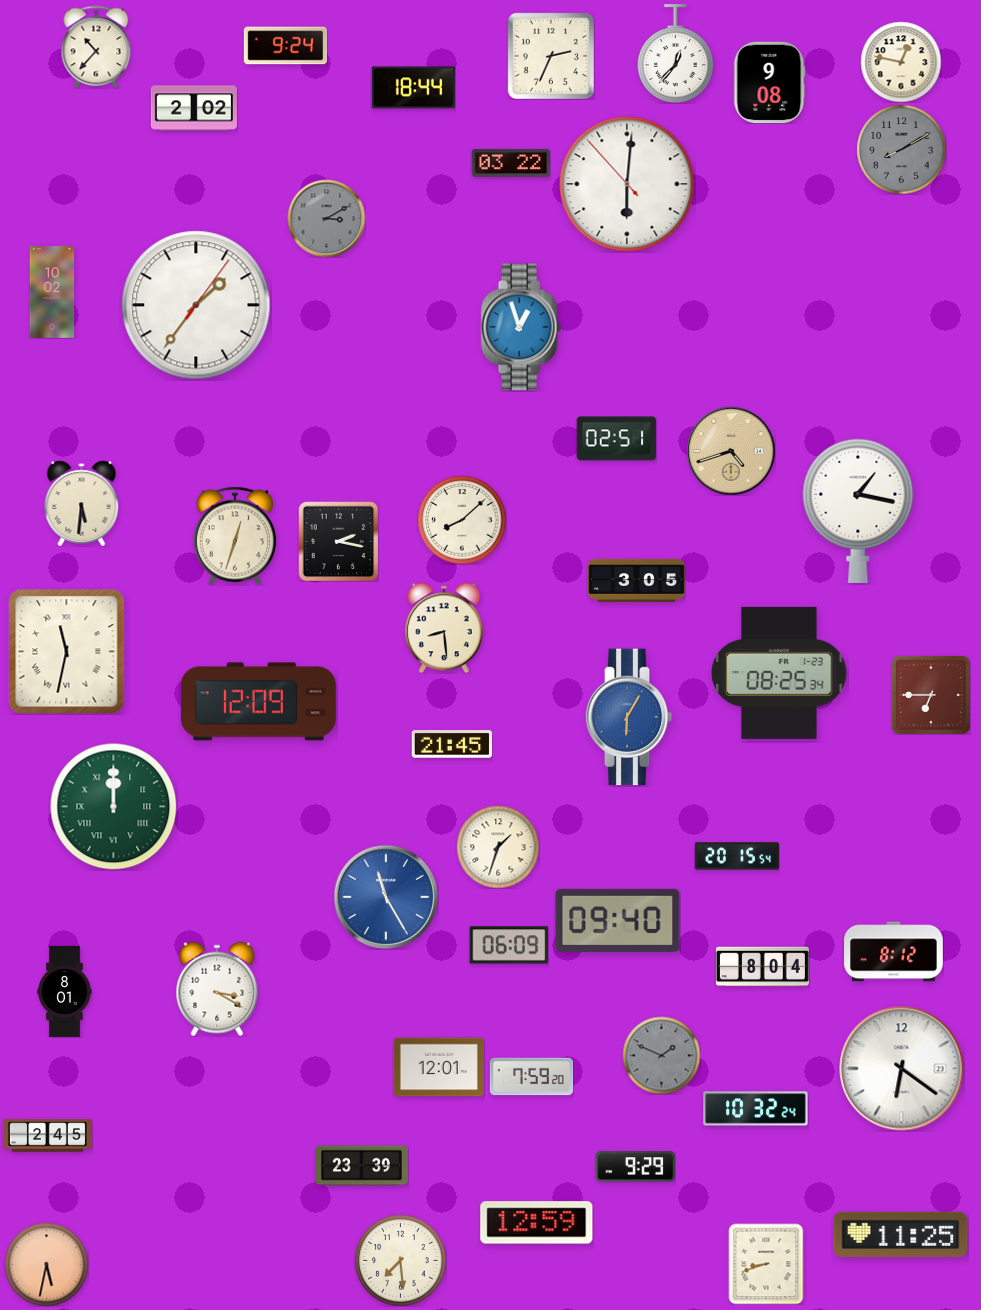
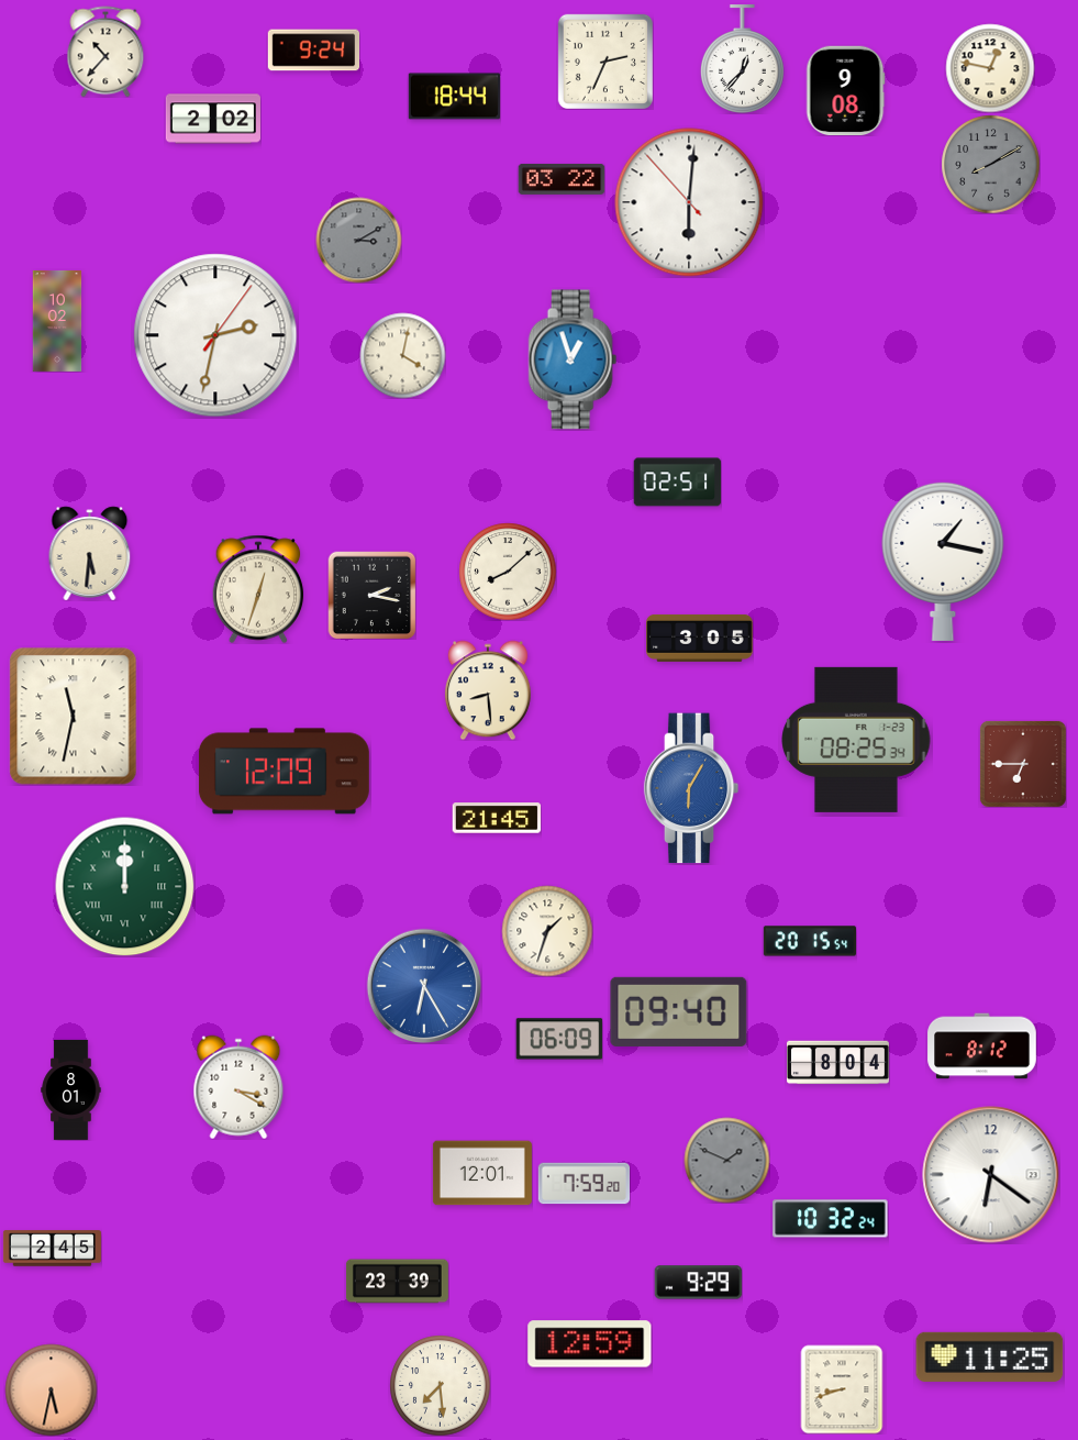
clock at (196, 305): 1:36 -> 2:32
clock at (402, 355): none -> 4:02
clock at (731, 451): 4:42 -> none
clock at (386, 897): 11:25 -> 6:25
